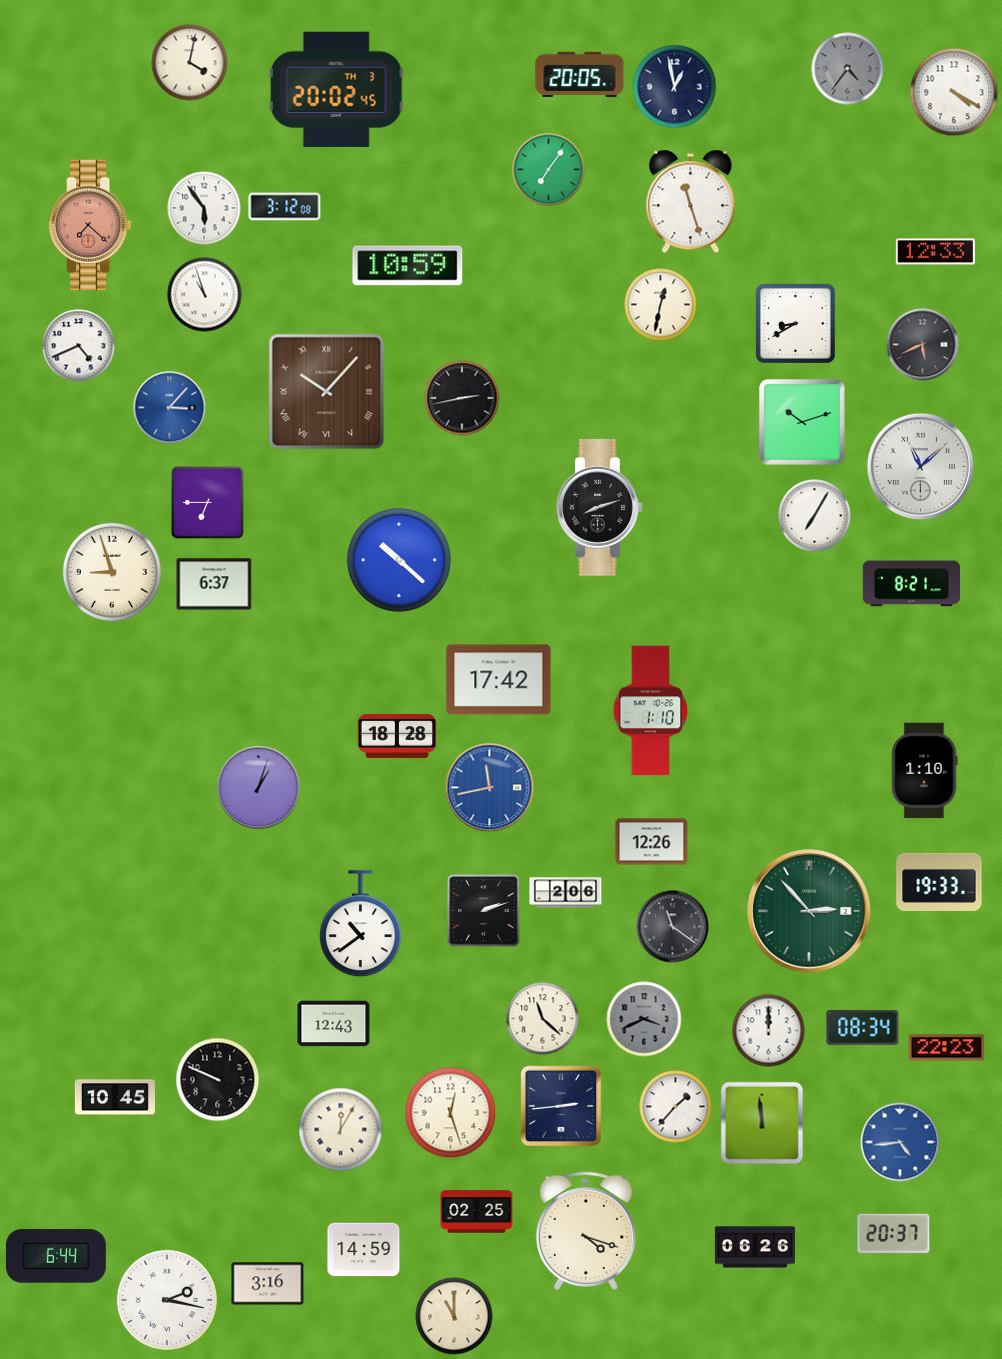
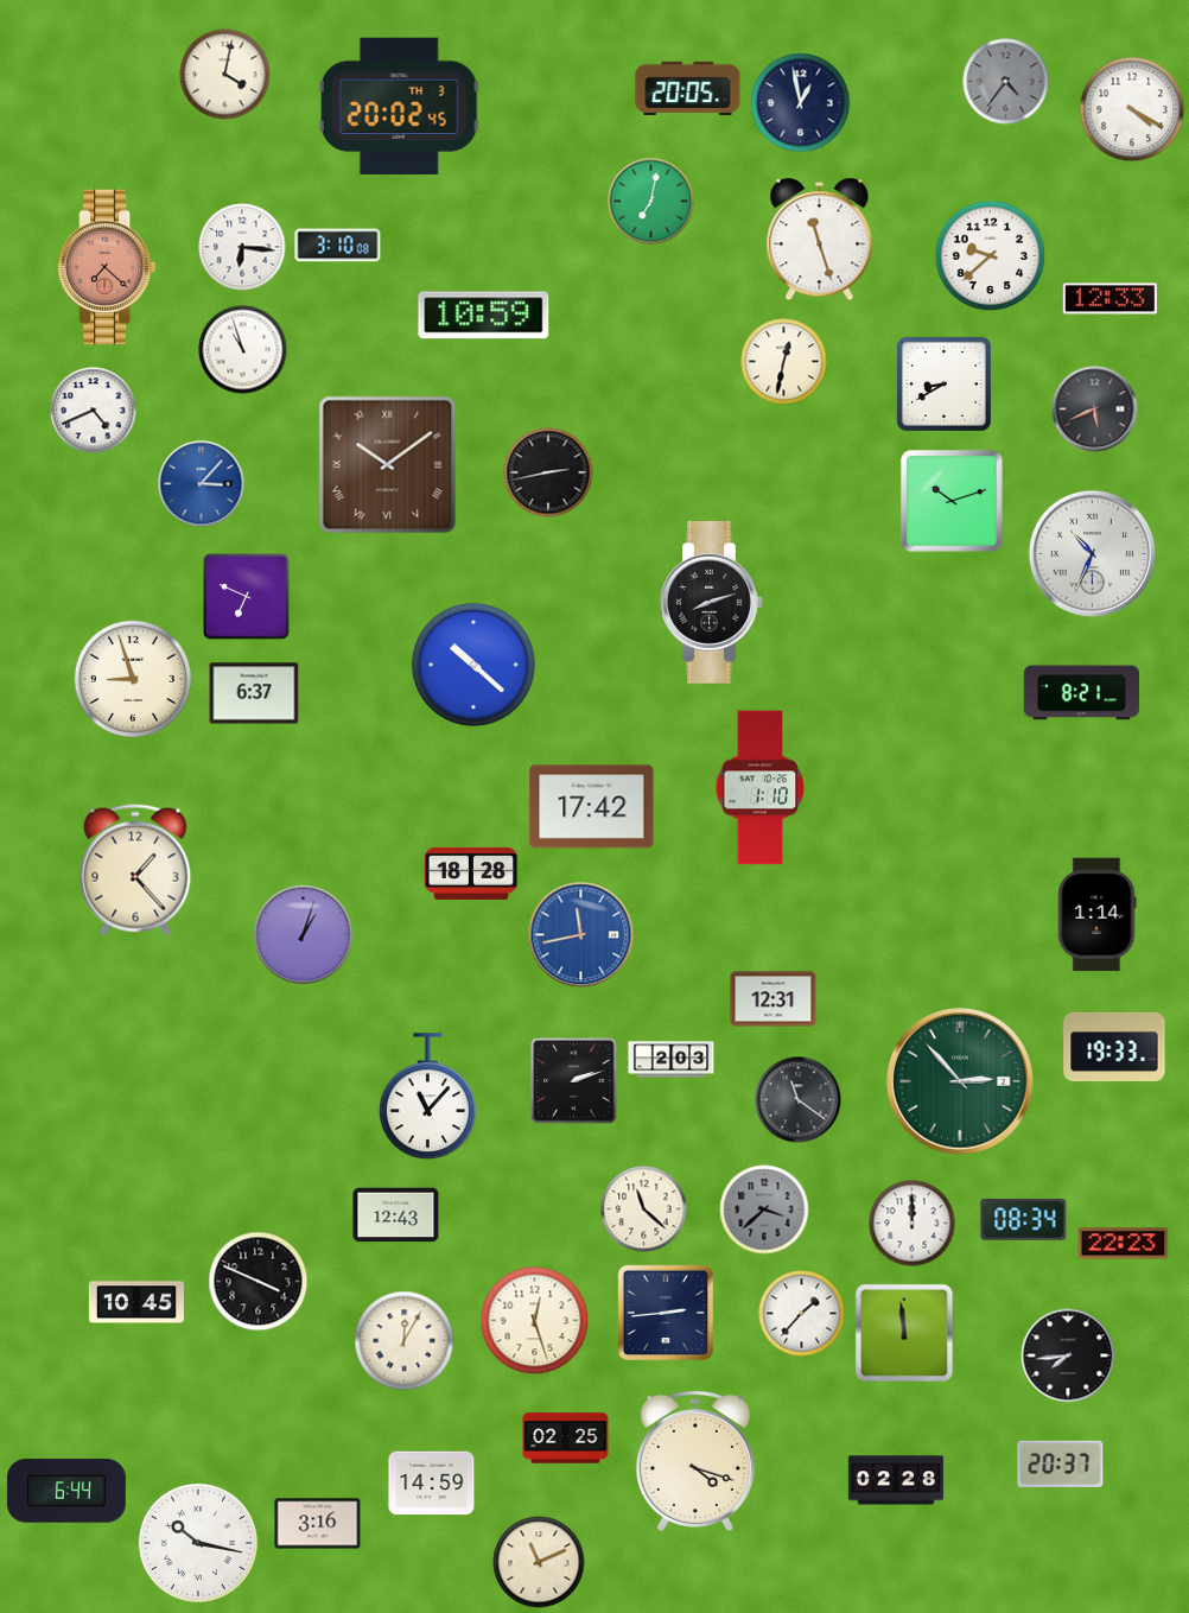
clock at (549, 170): 7:06 -> 7:02
clock at (285, 207): 3:12 -> 3:10
clock at (204, 208): 5:54 -> 6:16
clock at (991, 256): none -> 9:38
clock at (327, 392): 10:07 -> 10:09
clock at (920, 466): 11:08 -> 10:34
clock at (208, 503): 6:45 -> 6:49
clock at (815, 516): 7:05 -> none
clock at (651, 711) position: (651, 711) -> (761, 788)
clock at (135, 870): none -> 1:23
clock at (924, 771): 1:10 -> 1:14
clock at (259, 788) position: (259, 788) -> (304, 935)
clock at (652, 842): 12:26 -> 12:31
clock at (566, 893): 2:06 -> 2:03
clock at (361, 924): 10:39 -> 11:07
clock at (644, 1019): 3:41 -> 3:38
clock at (218, 1080): 9:49 -> 3:49
clock at (900, 1142): 4:44 -> 7:44
clock at (900, 1142) dial: blue -> black
clock at (755, 1247): 06:26 -> 02:28
clock at (167, 1300): 2:17 -> 10:17
clock at (454, 1316): 11:00 -> 11:11
